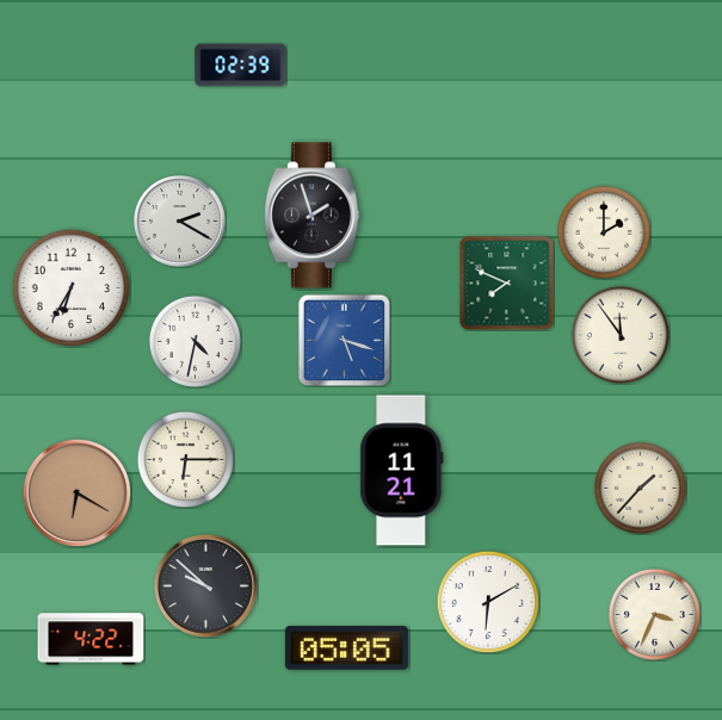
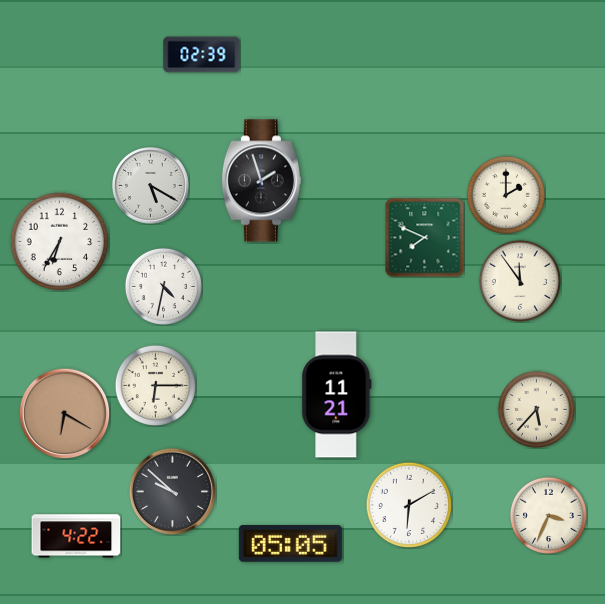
clock at (180, 222): 2:20 -> 5:20
clock at (344, 340): 5:18 -> none
clock at (640, 488): 1:37 -> 5:37
